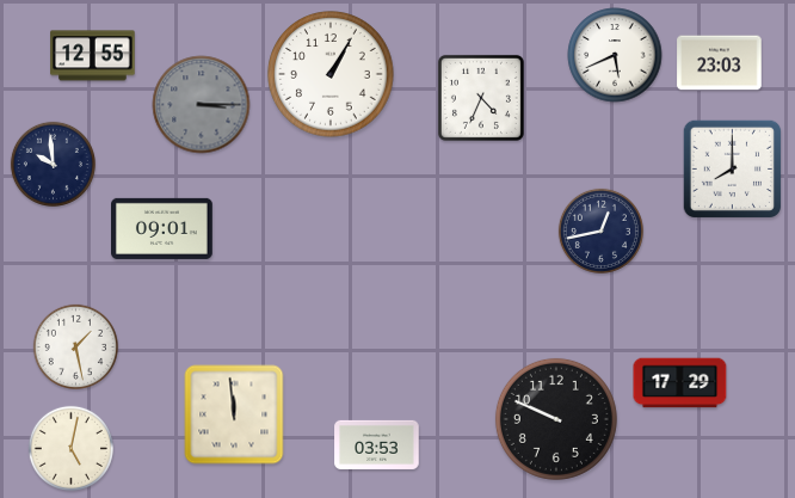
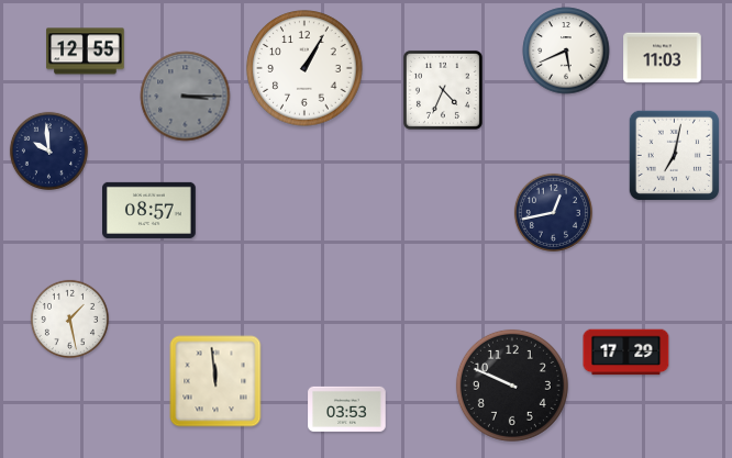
clock at (720, 63): 23:03 -> 11:03
clock at (732, 168): 8:00 -> 7:02
clock at (162, 228): 09:01 -> 08:57
clock at (70, 448): 5:02 -> none
